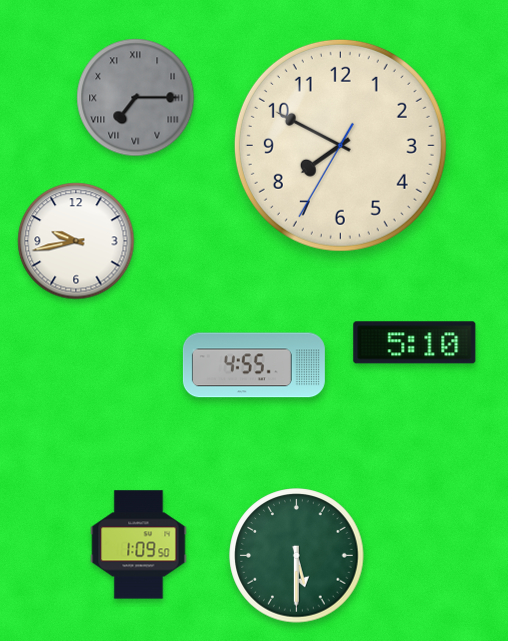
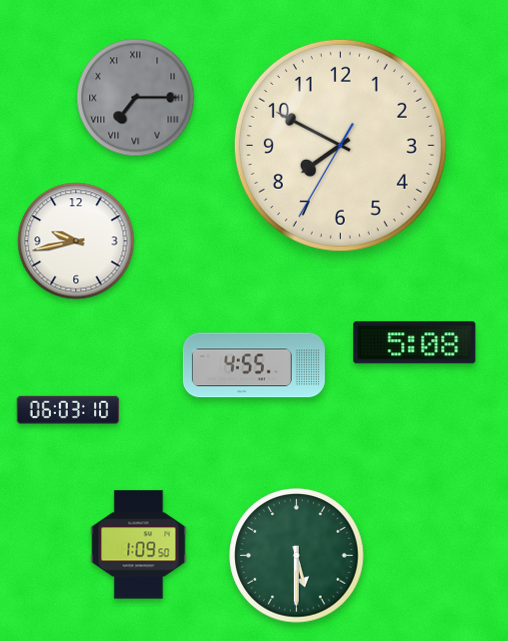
clock at (415, 343): 5:10 -> 5:08
clock at (68, 410): none -> 06:03
